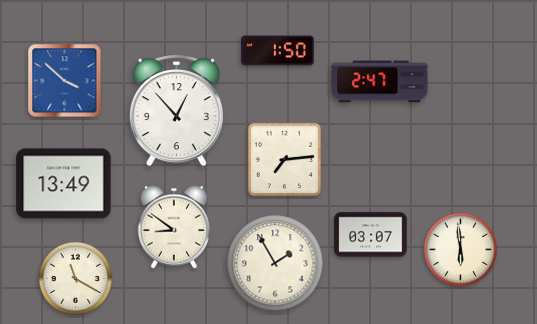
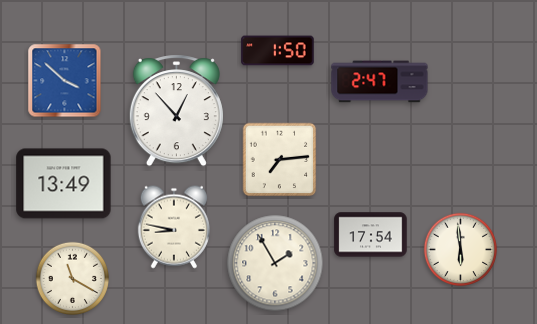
clock at (285, 160) position: (285, 160) -> (280, 160)
clock at (174, 227): 8:51 -> 8:47
clock at (371, 235): 03:07 -> 17:54
clock at (76, 279) position: (76, 279) -> (73, 279)
